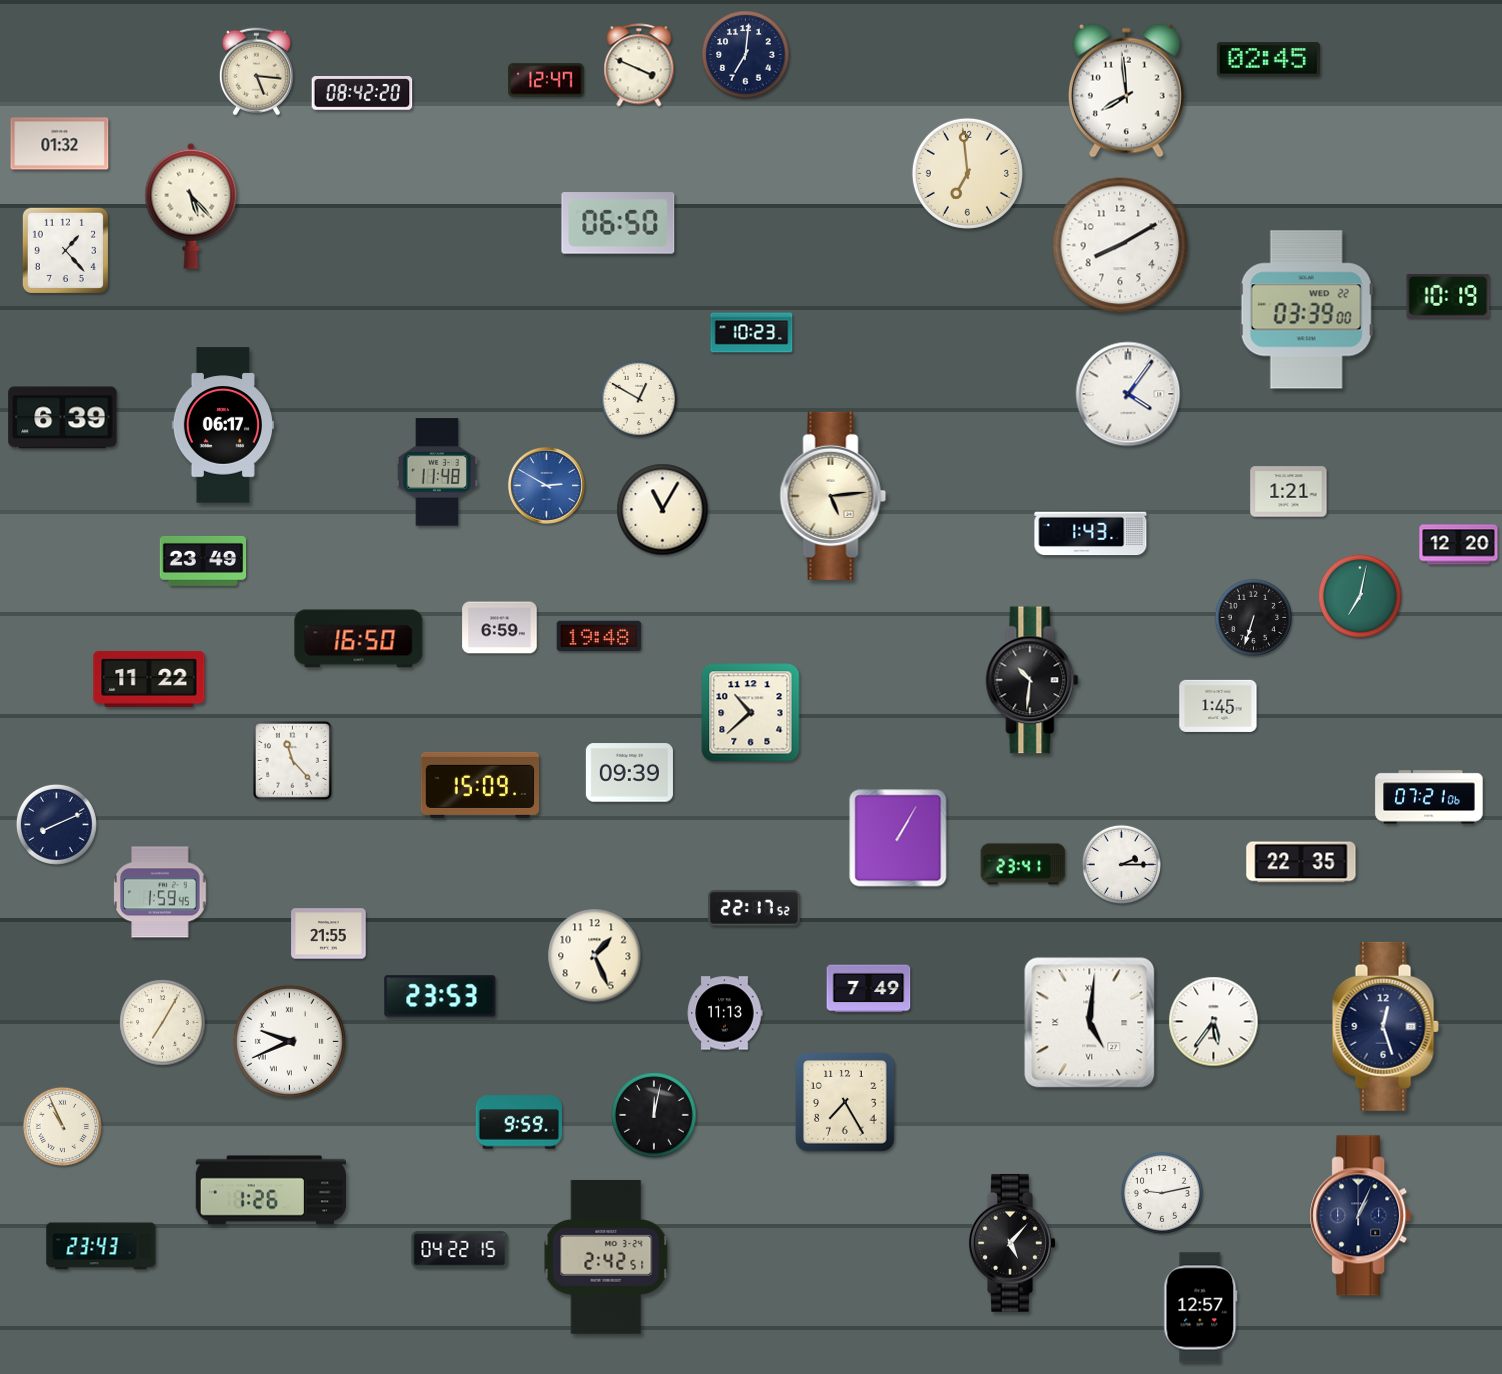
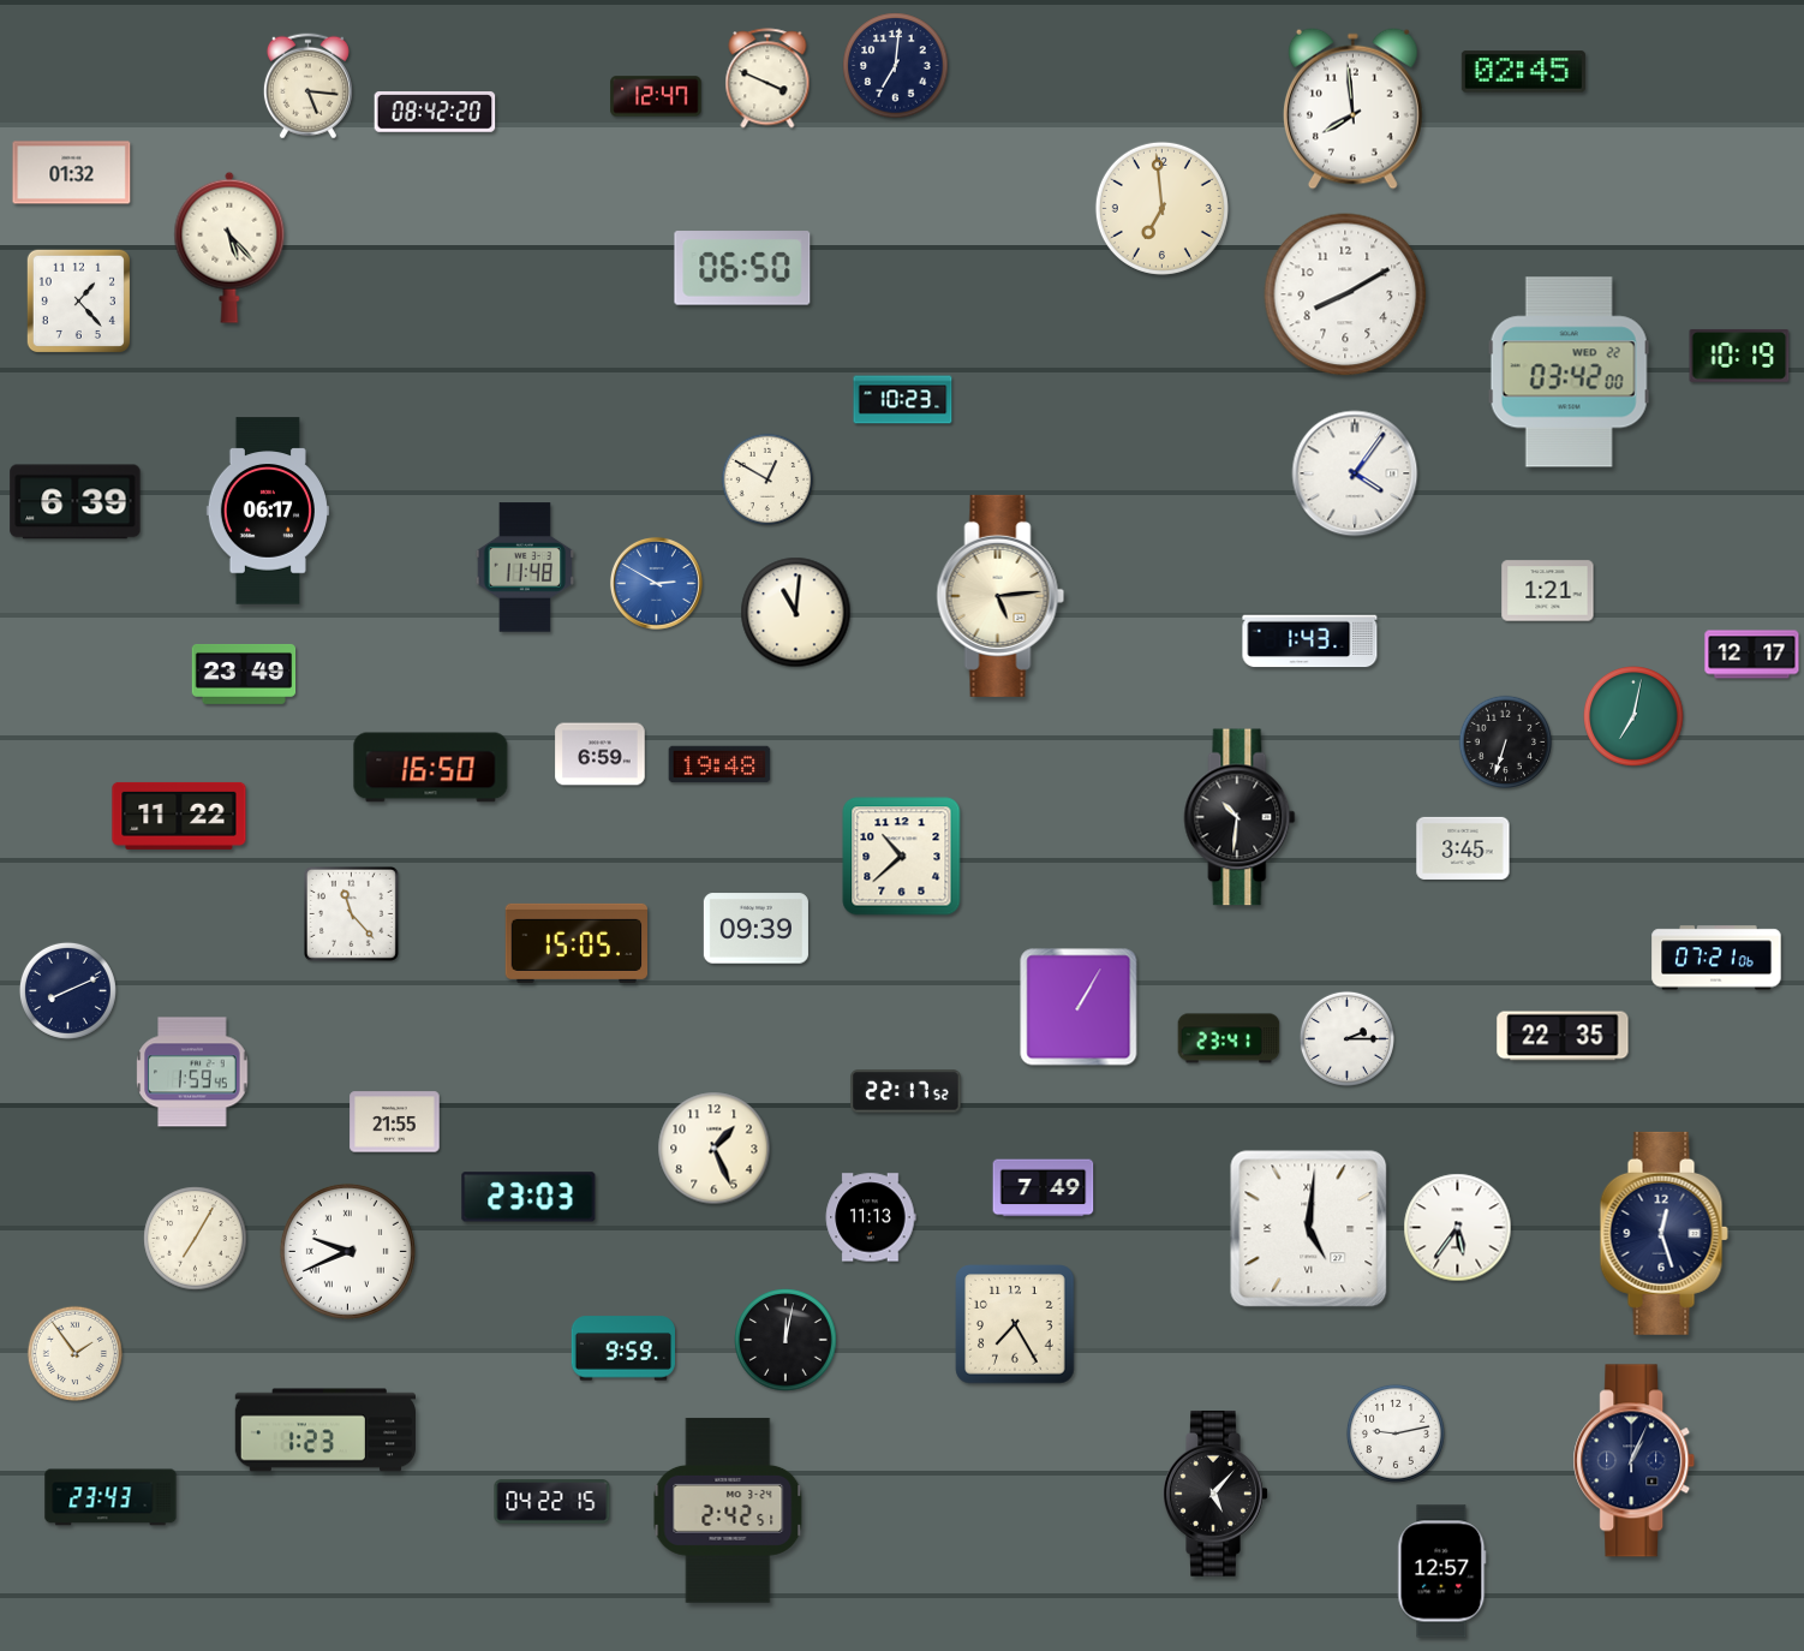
clock at (1306, 310): 03:39 -> 03:42
clock at (663, 510): 11:05 -> 11:01
clock at (1459, 545): 12:20 -> 12:17
clock at (1218, 706): 1:45 -> 3:45
clock at (479, 785): 15:09 -> 15:05
clock at (440, 996): 23:53 -> 23:03
clock at (163, 1023) position: (163, 1023) -> (196, 1239)
clock at (62, 1126): 10:56 -> 1:54
clock at (270, 1190): 1:26 -> 1:23
clock at (101, 1246) position: (101, 1246) -> (110, 1497)
